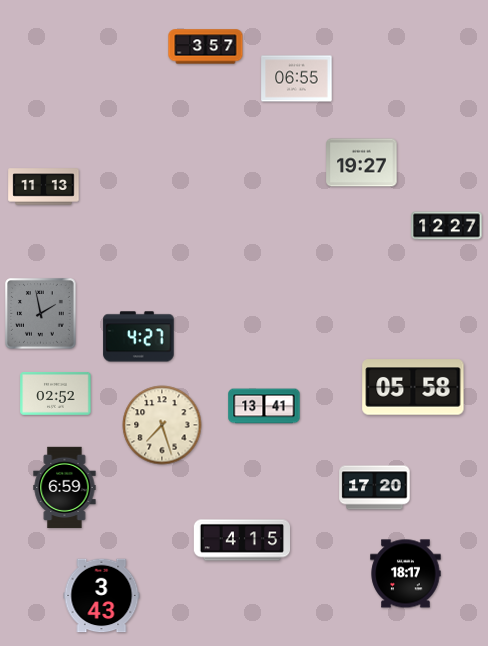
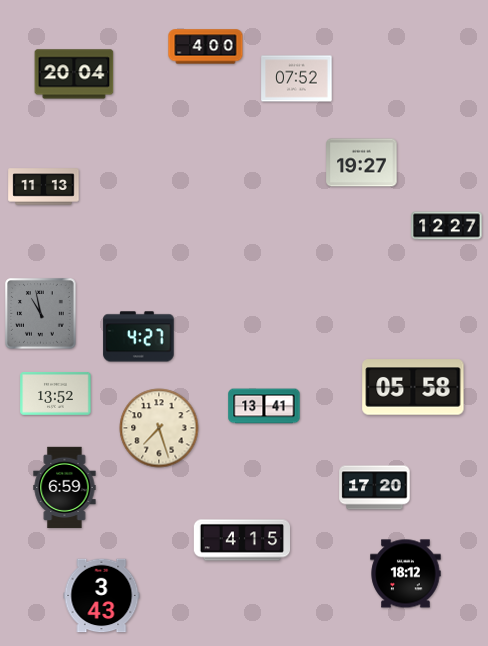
clock at (206, 47): 3:57 -> 4:00
clock at (74, 74): none -> 20:04
clock at (297, 79): 06:55 -> 07:52
clock at (41, 314): 1:58 -> 10:58
clock at (56, 394): 02:52 -> 13:52
clock at (162, 425) position: (162, 425) -> (159, 428)
clock at (406, 574): 18:17 -> 18:12
